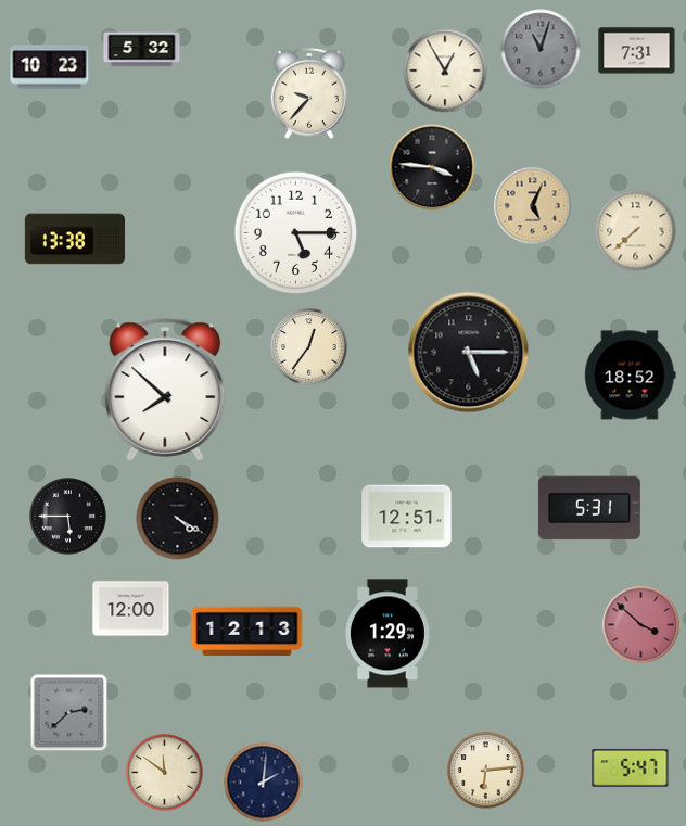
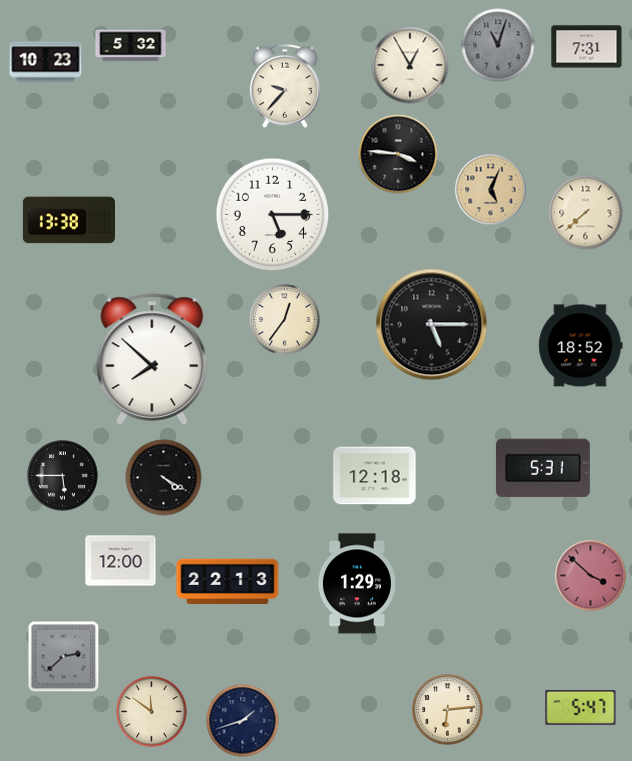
clock at (407, 517): 12:51 -> 12:18
clock at (247, 631): 12:13 -> 22:13
clock at (264, 783): 2:01 -> 1:42
